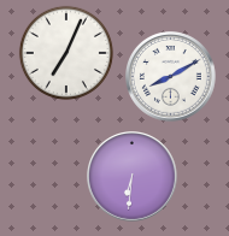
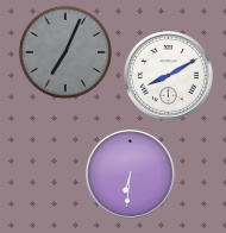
clock at (66, 53) dial: white -> grey
